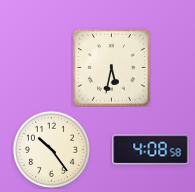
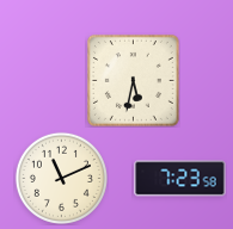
clock at (51, 149): 10:24 -> 11:11
clock at (151, 150): 4:08 -> 7:23
